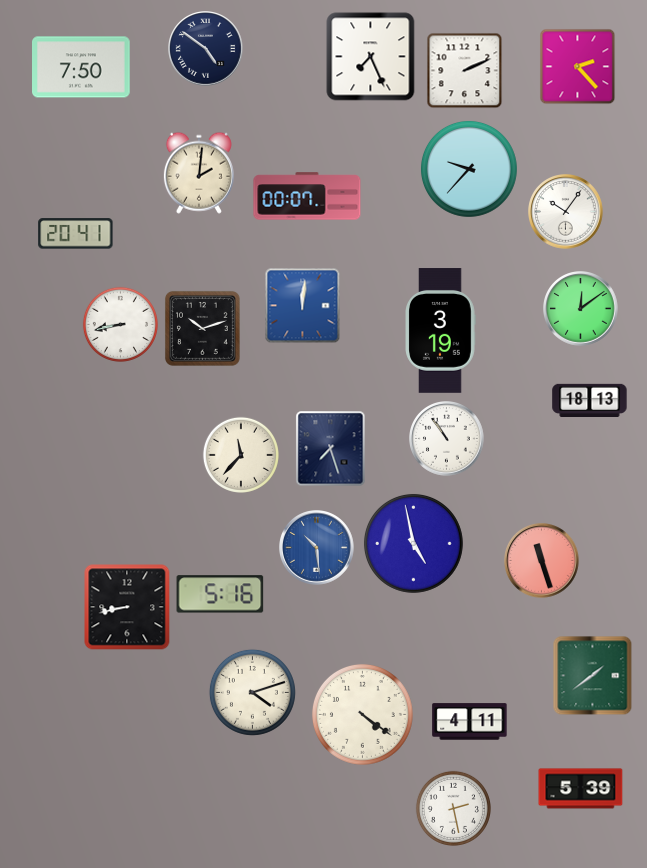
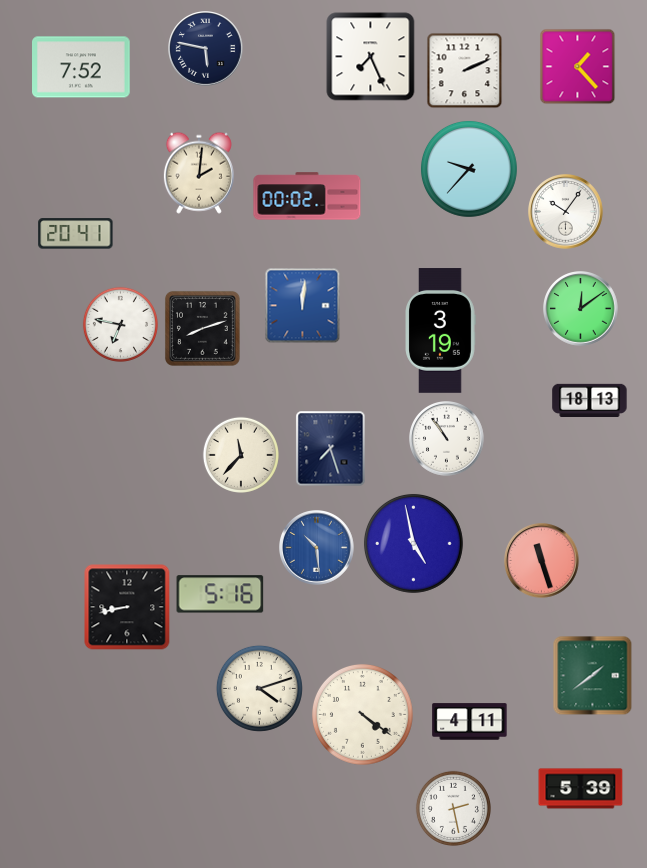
clock at (206, 49): 4:51 -> 5:47
clock at (82, 67): 7:50 -> 7:52
clock at (578, 67): 2:23 -> 1:23
clock at (307, 196): 00:07 -> 00:02
clock at (120, 324): 8:43 -> 6:47
clock at (202, 328): 10:12 -> 8:12
clock at (252, 692) position: (252, 692) -> (259, 688)
